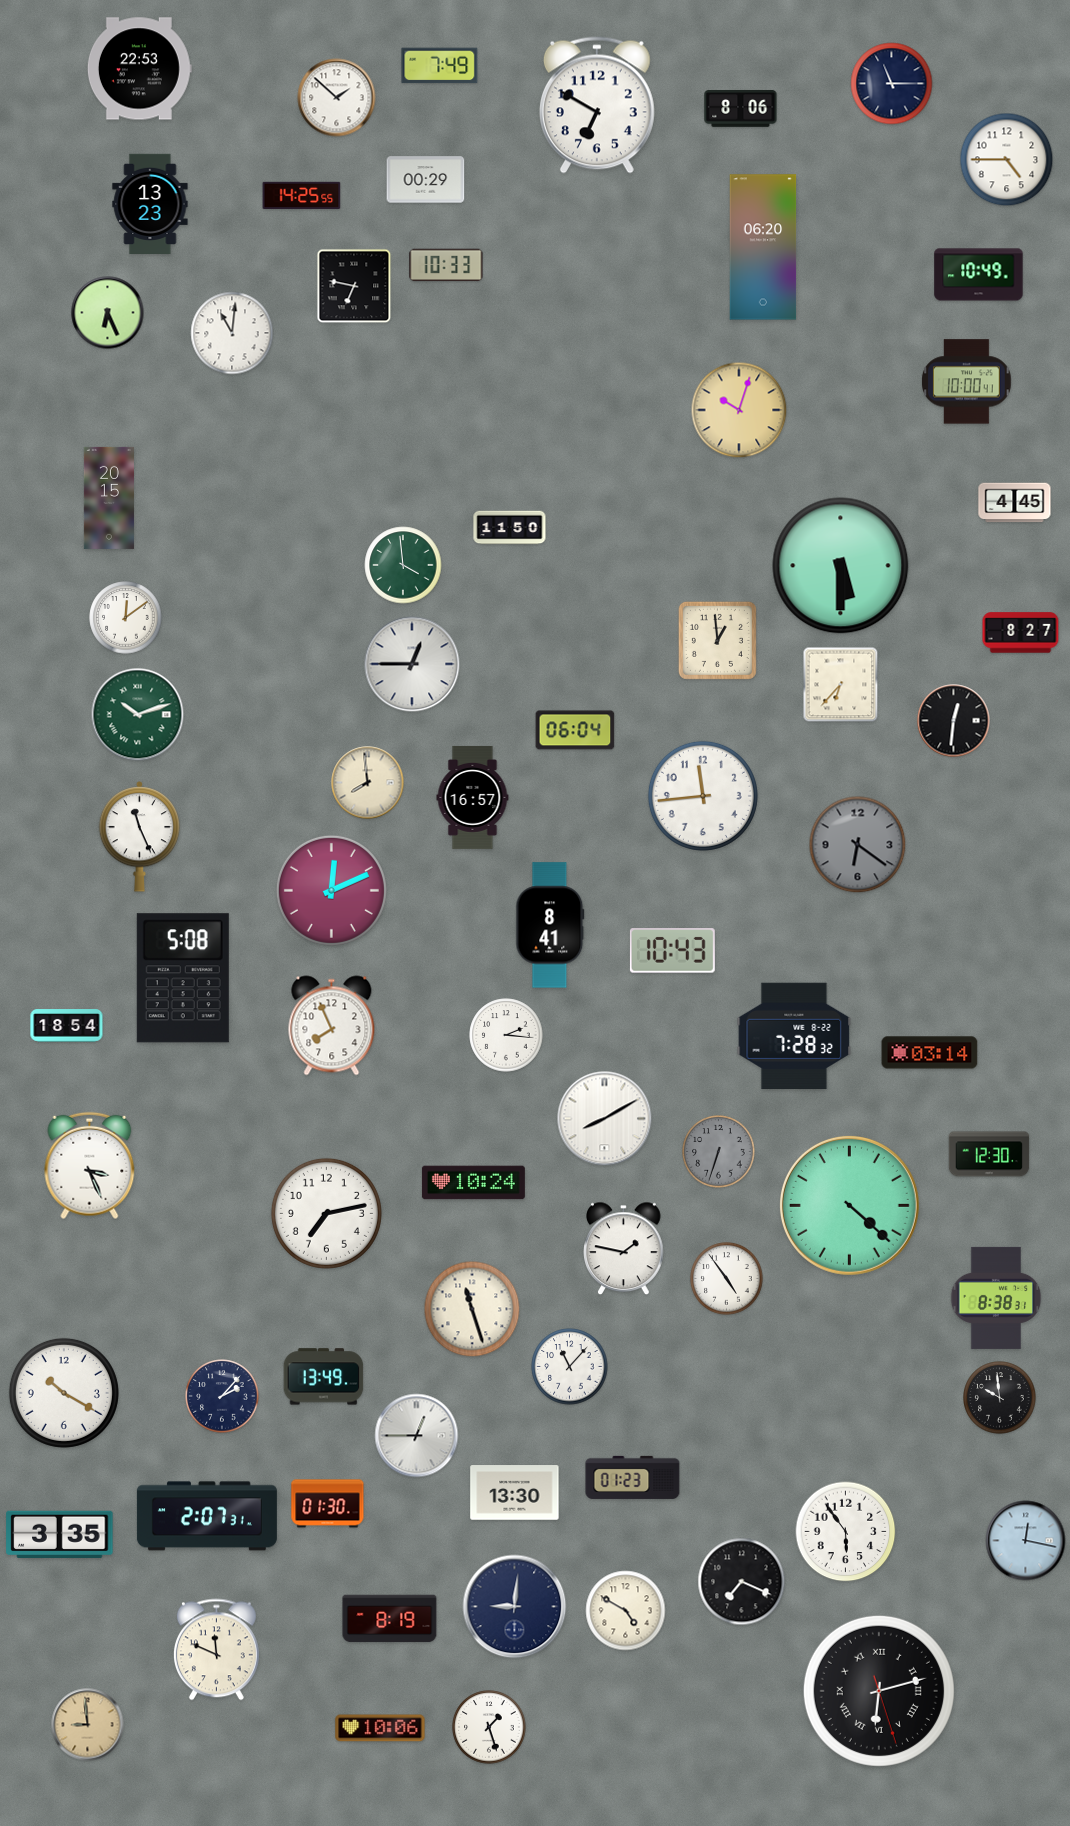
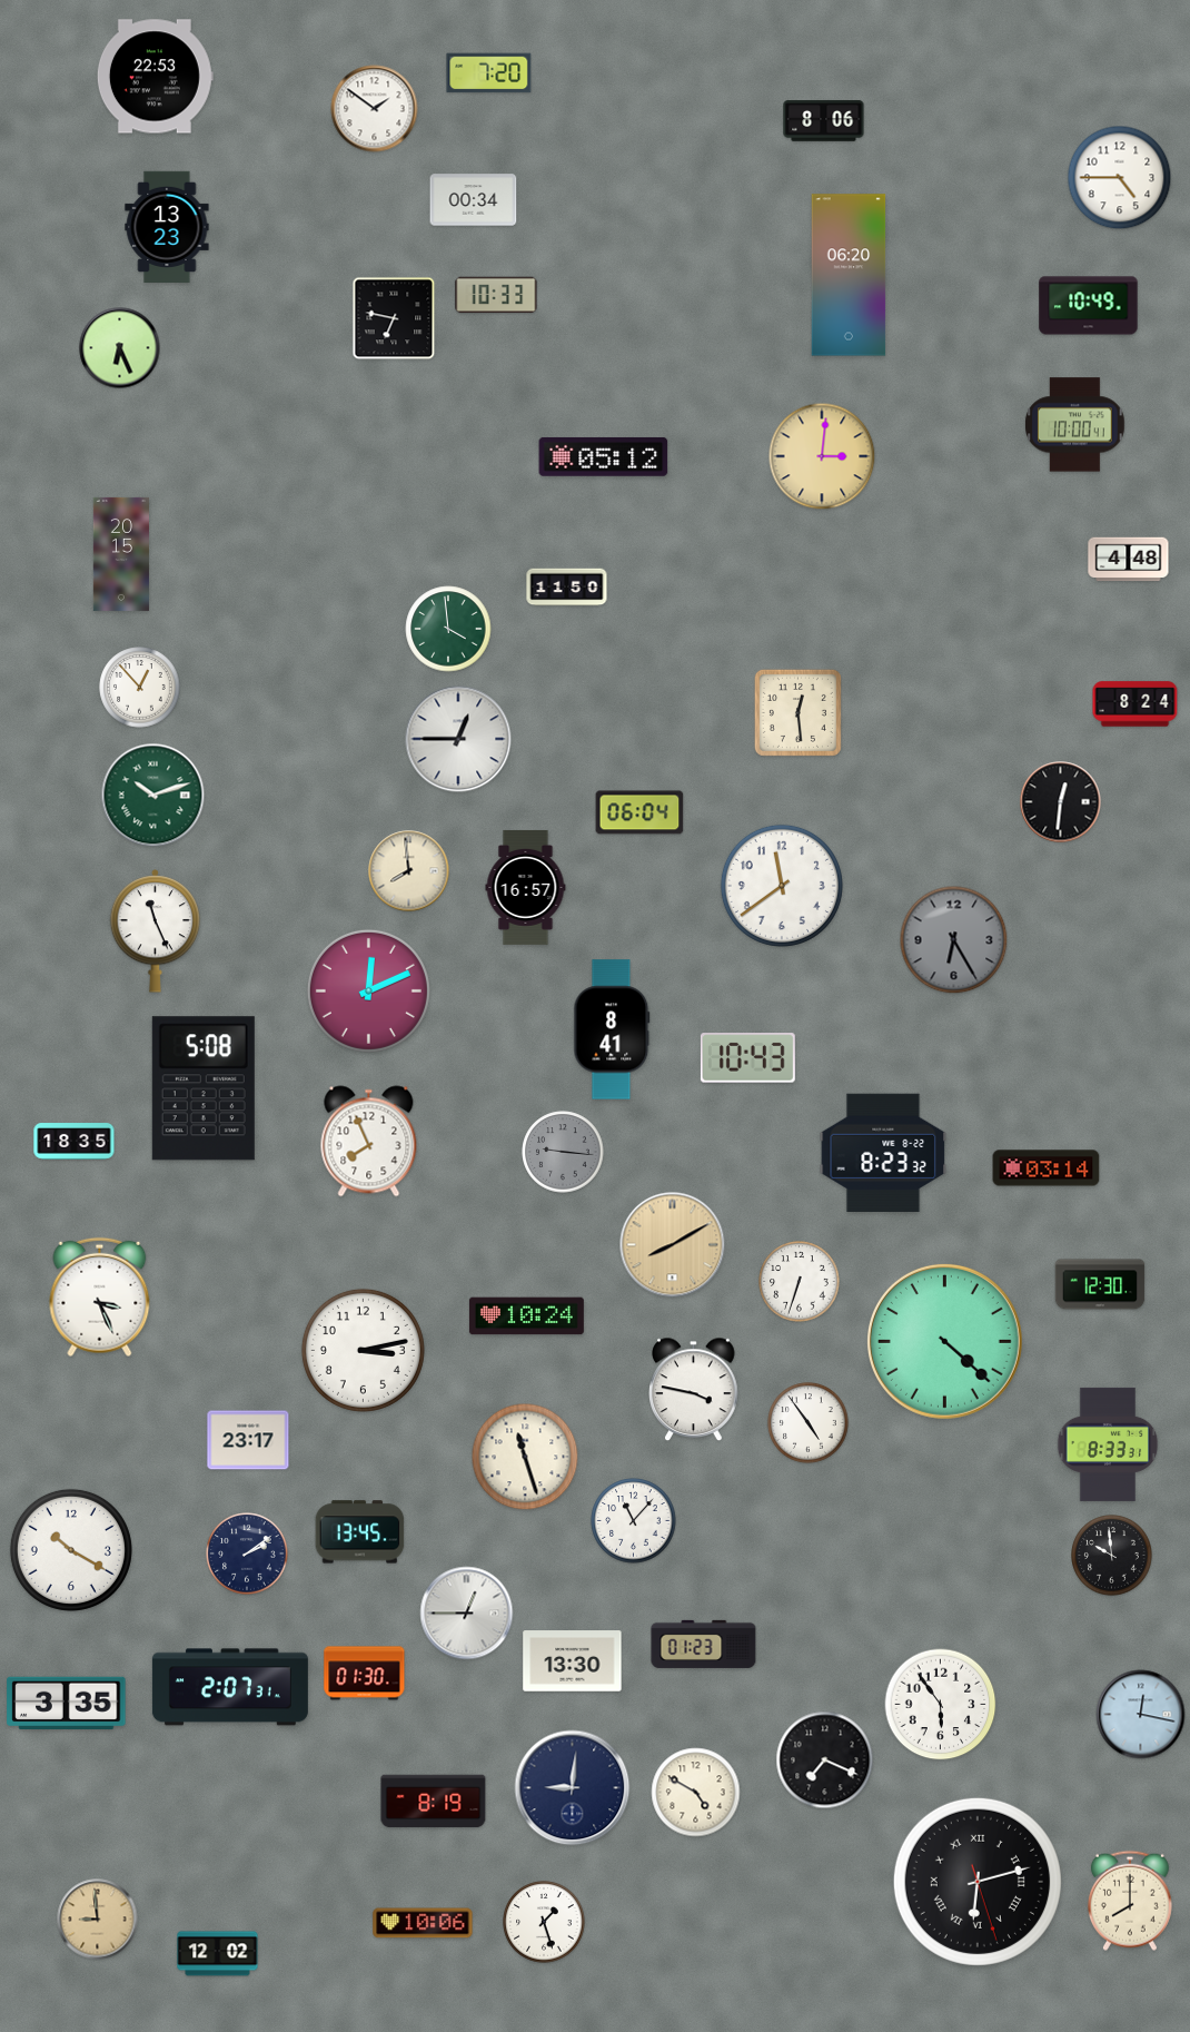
clock at (440, 66): 7:49 -> 7:20
clock at (892, 84): 11:15 -> none
clock at (337, 98): 1:52 -> 1:51
clock at (597, 105): 6:50 -> none
clock at (426, 180): 00:29 -> 00:34
clock at (302, 195): 14:25 -> none
clock at (232, 333): 11:01 -> none
clock at (604, 456): none -> 05:12
clock at (739, 410): 10:03 -> 3:01
clock at (1015, 503): 4:45 -> 4:48
clock at (841, 566): 5:30 -> none
clock at (126, 618): 12:09 -> 12:53
clock at (1021, 633): 8:27 -> 8:24
clock at (717, 640): 12:59 -> 12:29
clock at (841, 685): 6:37 -> none
clock at (703, 796): 11:44 -> 11:39
clock at (858, 845): 6:21 -> 6:25
clock at (67, 1026): 18:54 -> 18:35
clock at (506, 1035): 2:16 -> 9:16
clock at (506, 1035) dial: white -> grey
clock at (794, 1035): 7:28 -> 8:23
clock at (930, 1053) position: (930, 1053) -> (1047, 1168)
clock at (605, 1119) dial: white -> champagne
clock at (719, 1152) dial: grey -> white
clock at (326, 1213): 7:13 -> 3:13
clock at (624, 1249): 1:47 -> 3:47
clock at (248, 1440): none -> 23:17
clock at (996, 1298): 8:38 -> 8:33
clock at (324, 1377): 13:49 -> 13:45
clock at (222, 1396): 2:07 -> 2:09
clock at (417, 1436) position: (417, 1436) -> (467, 1614)
clock at (60, 1534) position: (60, 1534) -> (67, 1703)
clock at (216, 1650): 11:49 -> none
clock at (1130, 1901): none -> 8:00
clock at (218, 1954): none -> 12:02
